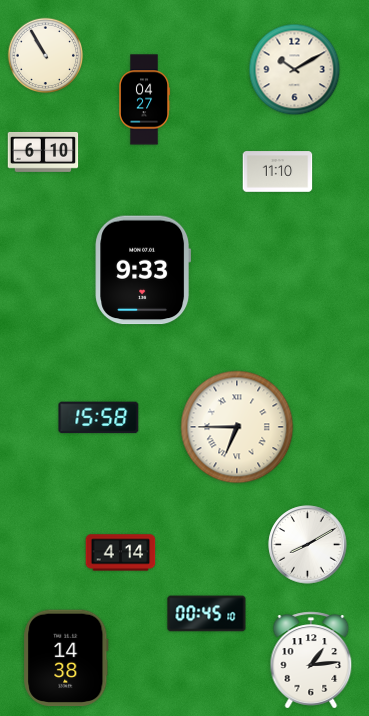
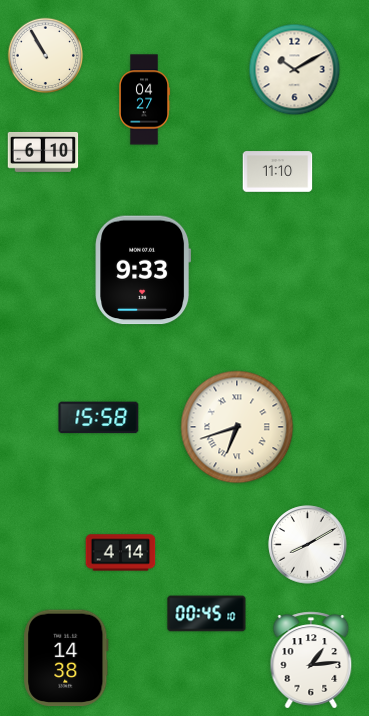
clock at (237, 427): 6:45 -> 6:42
